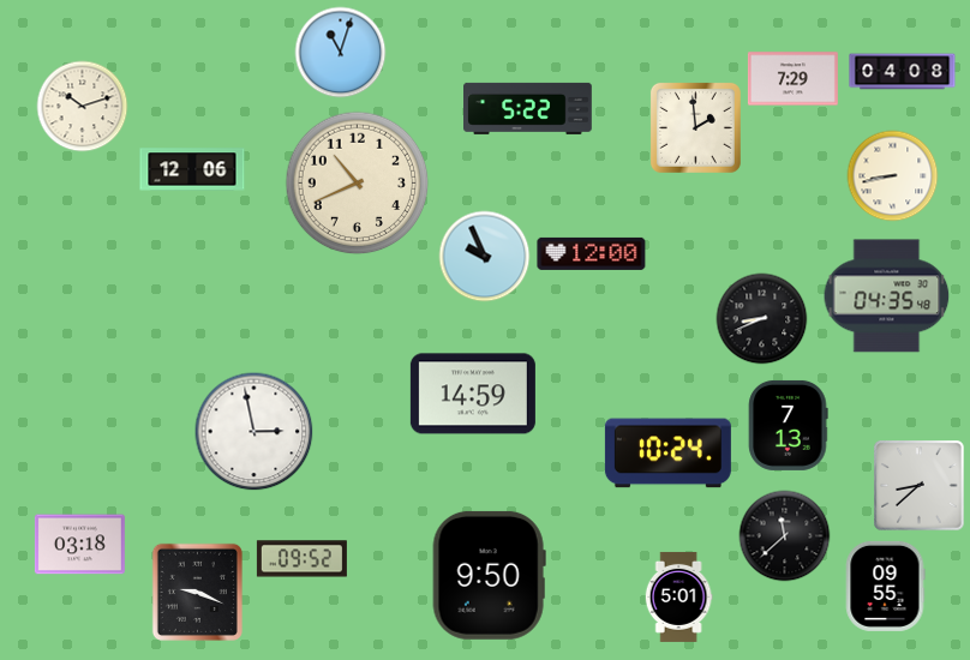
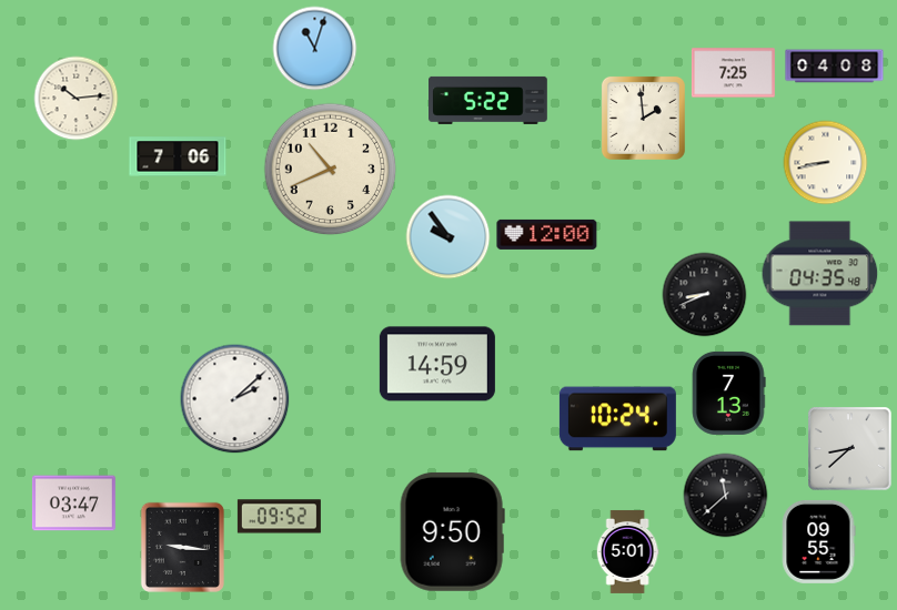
clock at (792, 79): 7:29 -> 7:25
clock at (83, 107): 10:12 -> 10:14
clock at (192, 169): 12:06 -> 7:06
clock at (485, 257): 9:56 -> 9:54
clock at (255, 432): 2:58 -> 2:08
clock at (79, 545): 03:18 -> 03:47
clock at (197, 592): 9:19 -> 9:16
